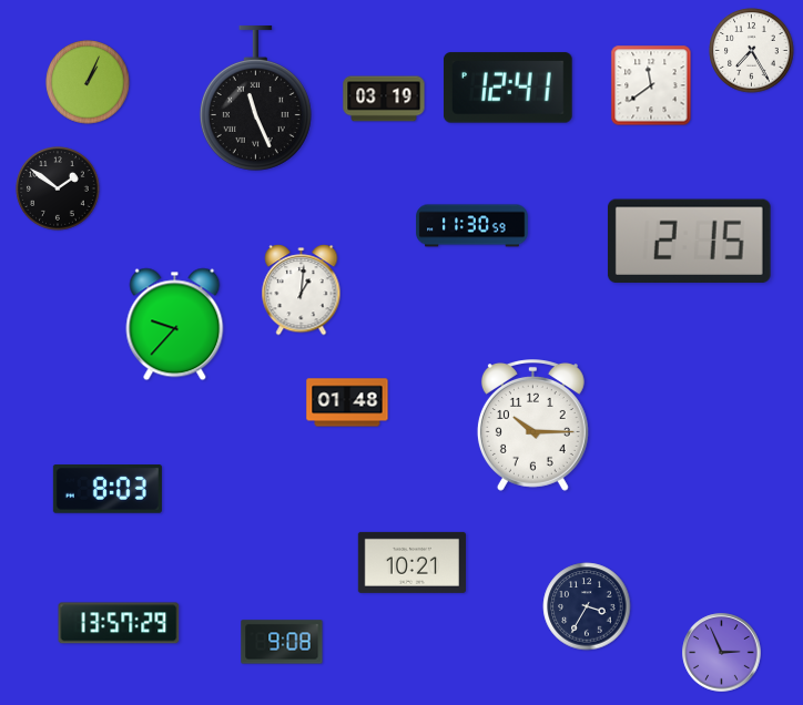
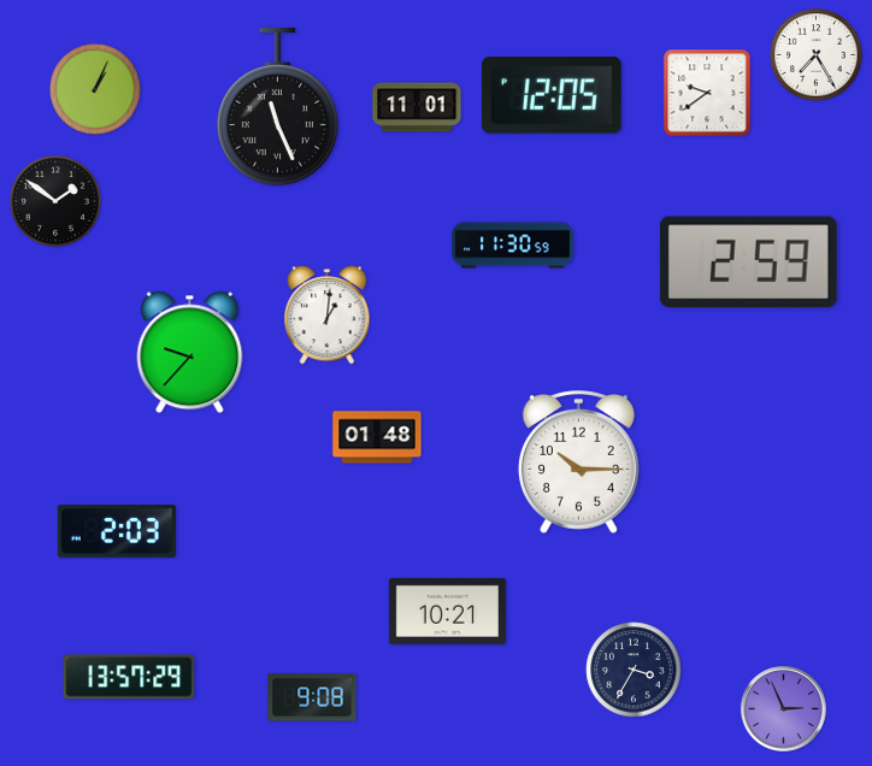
clock at (651, 85): 11:39 -> 9:39
clock at (508, 88): 12:41 -> 12:05
clock at (384, 99): 03:19 -> 11:01
clock at (58, 188) position: (58, 188) -> (55, 201)
clock at (689, 242): 2:15 -> 2:59
clock at (108, 490): 8:03 -> 2:03
clock at (587, 606) position: (587, 606) -> (634, 670)
clock at (282, 642) position: (282, 642) -> (312, 697)
